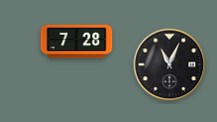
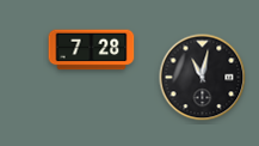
clock at (170, 65): 11:04 -> 11:02
